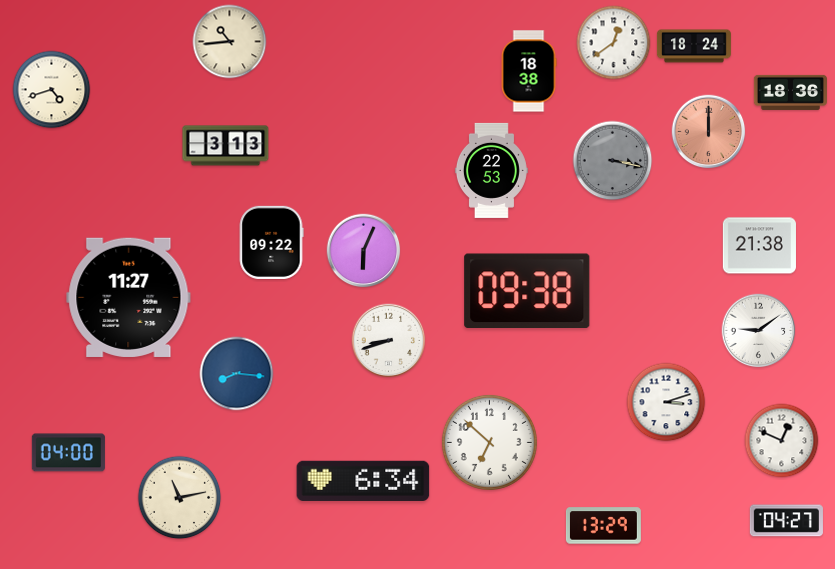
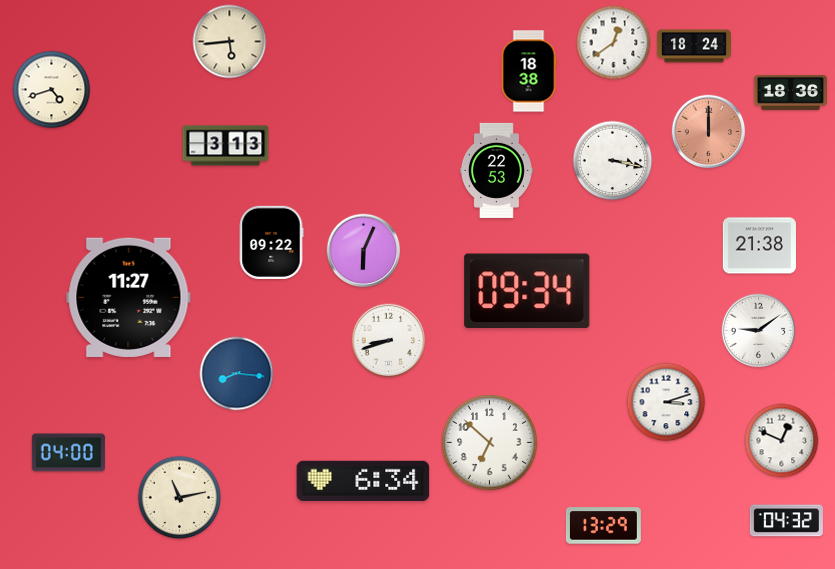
clock at (230, 42): 10:44 -> 5:44
clock at (613, 161) dial: grey -> white
clock at (491, 170) position: (491, 170) -> (496, 170)
clock at (527, 290): 09:38 -> 09:34
clock at (786, 521): 04:27 -> 04:32
